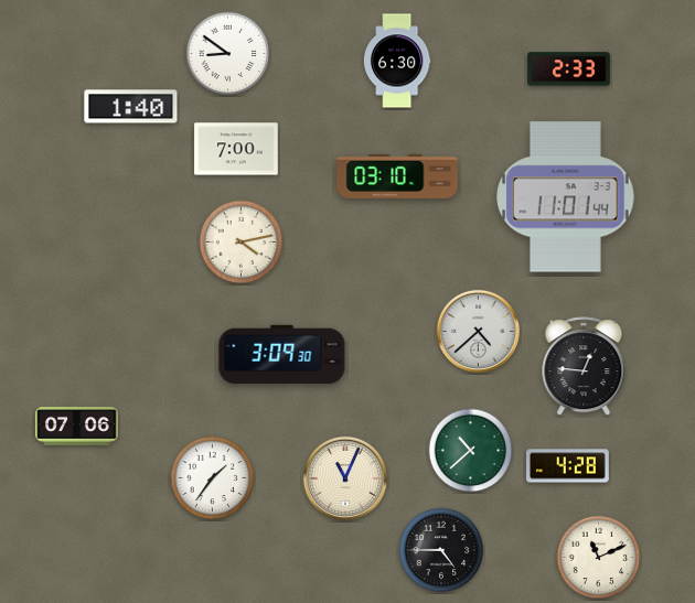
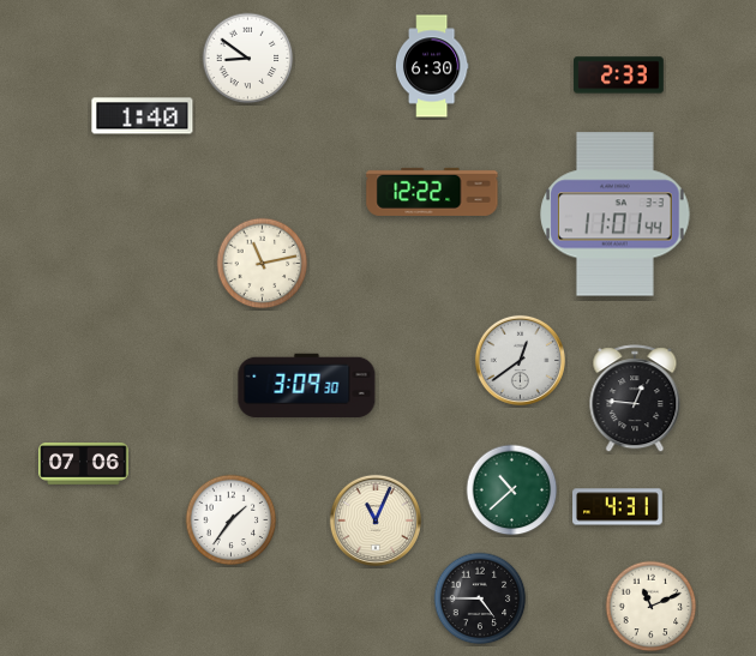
clock at (236, 149): 7:00 -> none
clock at (397, 176): 03:10 -> 12:22
clock at (242, 243): 4:13 -> 11:13
clock at (478, 331): 4:38 -> 12:39
clock at (568, 466): 4:28 -> 4:31
